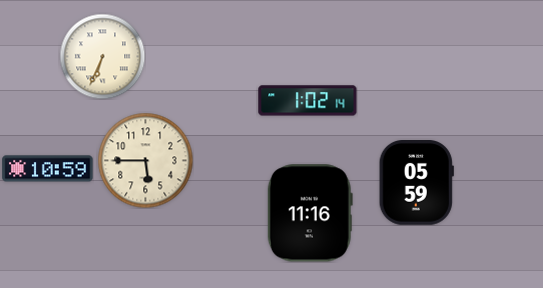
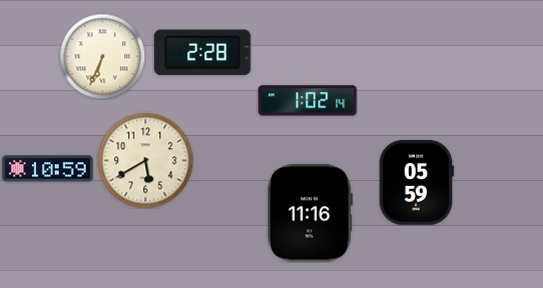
clock at (203, 53): none -> 2:28
clock at (145, 160): 5:45 -> 5:40
